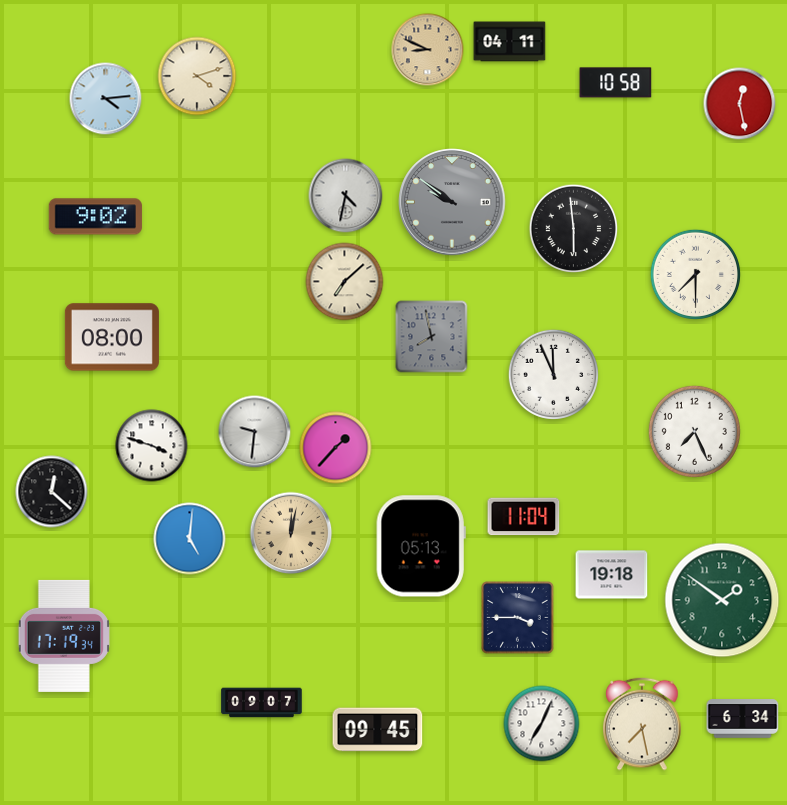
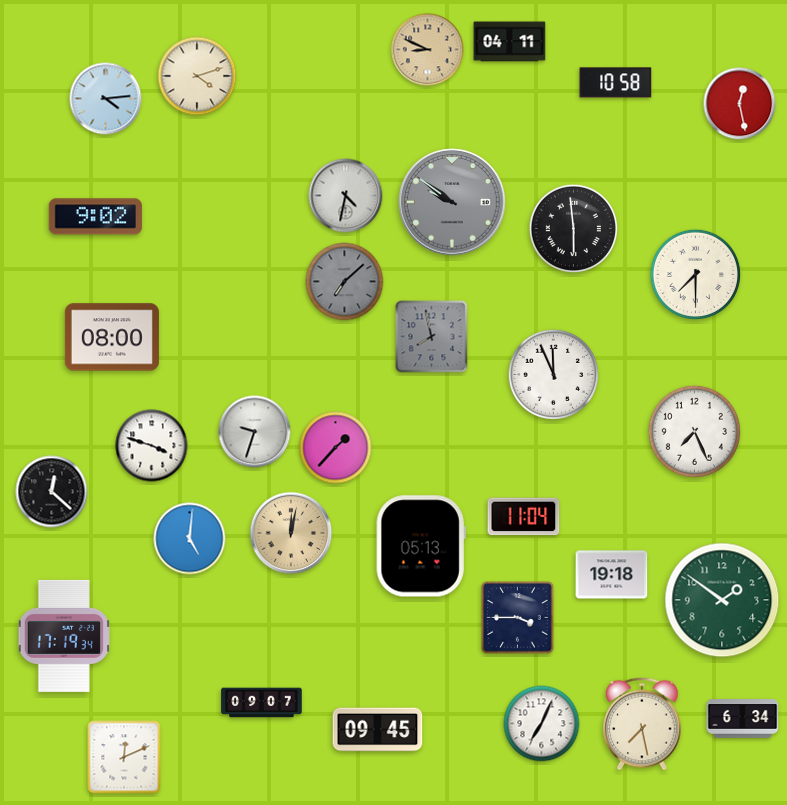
clock at (345, 282) dial: cream -> grey
clock at (255, 432): 9:31 -> 9:33
clock at (124, 757): none -> 12:11
